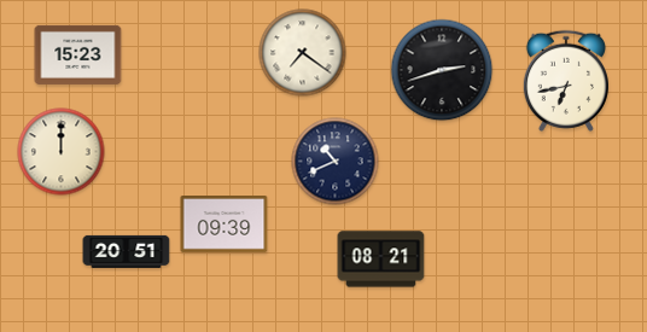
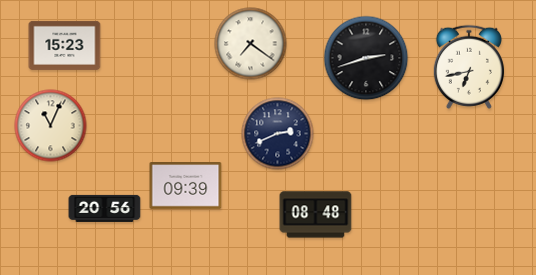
clock at (62, 152): 12:00 -> 11:04
clock at (336, 162): 10:41 -> 2:41
clock at (127, 251): 20:51 -> 20:56
clock at (381, 260): 08:21 -> 08:48
